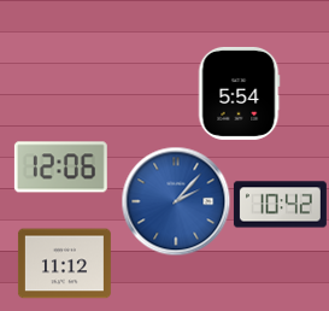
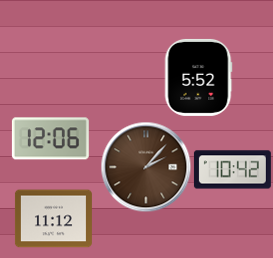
clock at (239, 93): 5:54 -> 5:52
clock at (176, 201) dial: blue -> brown
